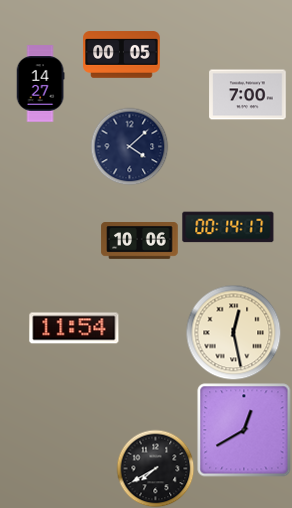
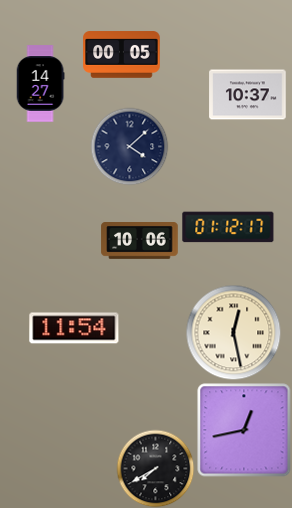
clock at (248, 95): 7:00 -> 10:37
clock at (228, 227): 00:14 -> 01:12
clock at (244, 430): 12:40 -> 12:43
